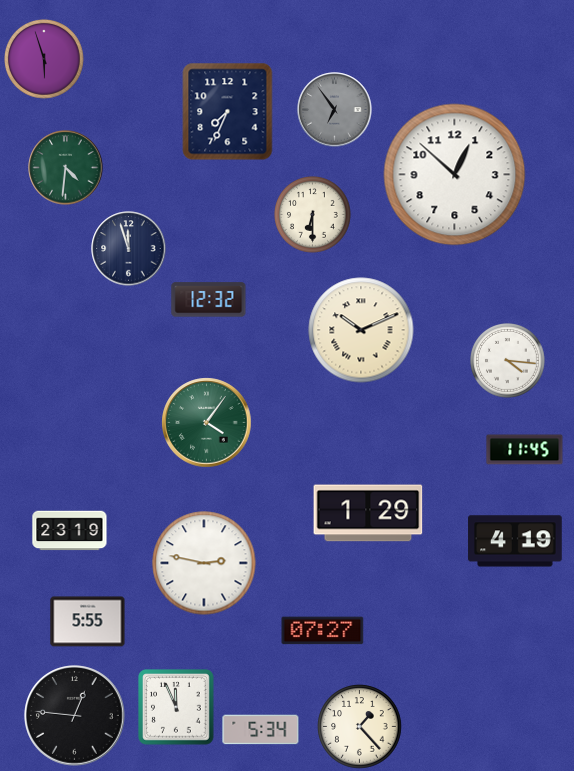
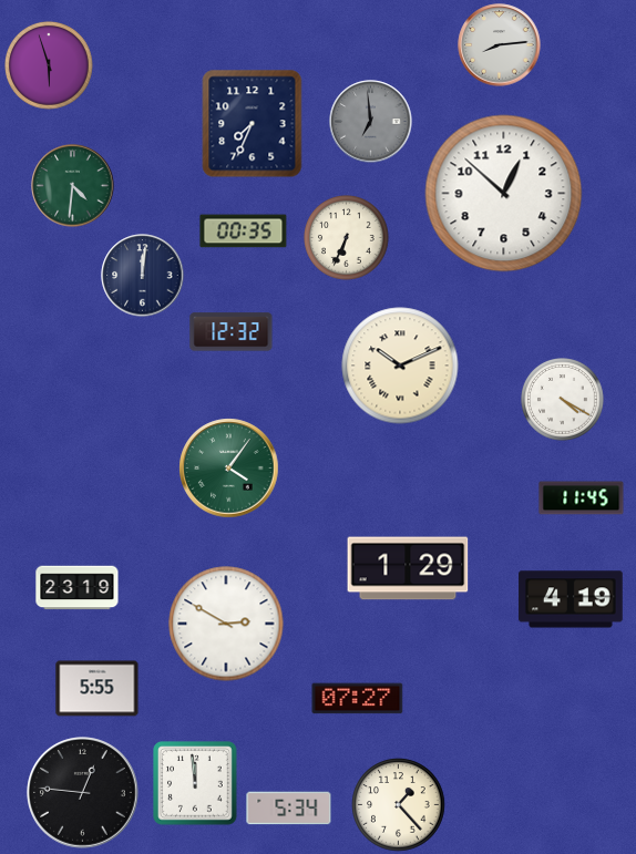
clock at (500, 45): none -> 8:14
clock at (335, 110): 6:54 -> 6:59
clock at (244, 231): none -> 00:35
clock at (313, 215): 6:30 -> 6:34
clock at (129, 249): 11:57 -> 12:01
clock at (508, 361): 4:16 -> 4:20
clock at (204, 563): 2:47 -> 2:50
clock at (177, 708): 11:56 -> 11:59
